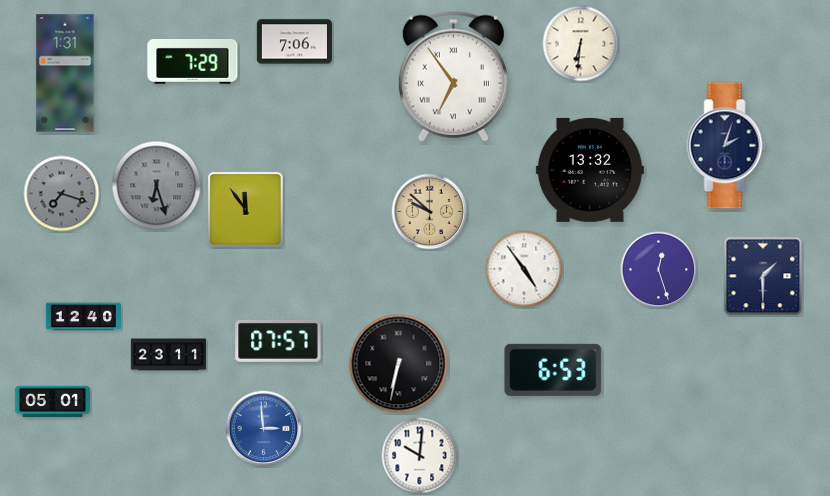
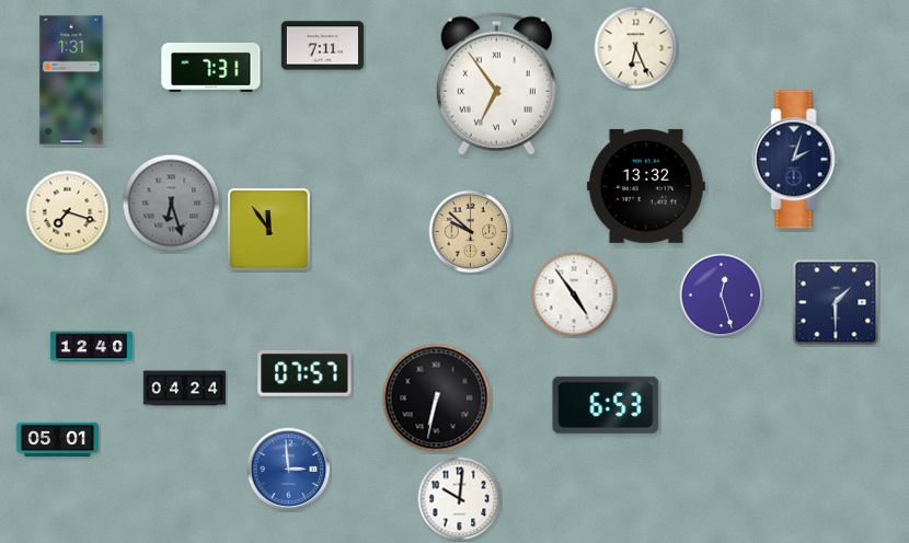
clock at (294, 42): 7:06 -> 7:11
clock at (581, 44): 6:31 -> 6:26
clock at (193, 61): 7:29 -> 7:31
clock at (62, 194) dial: grey -> cream
clock at (168, 355): 23:11 -> 04:24
